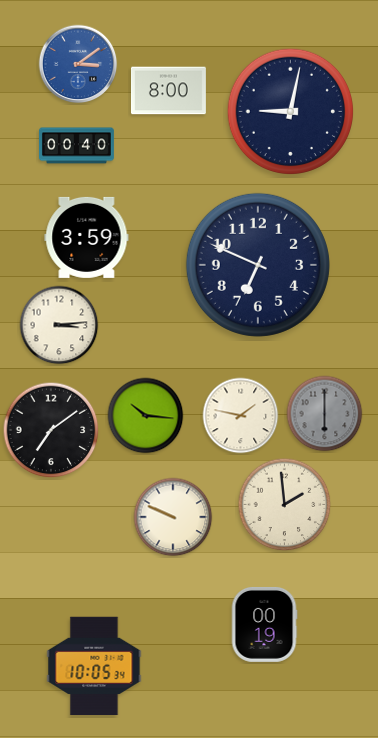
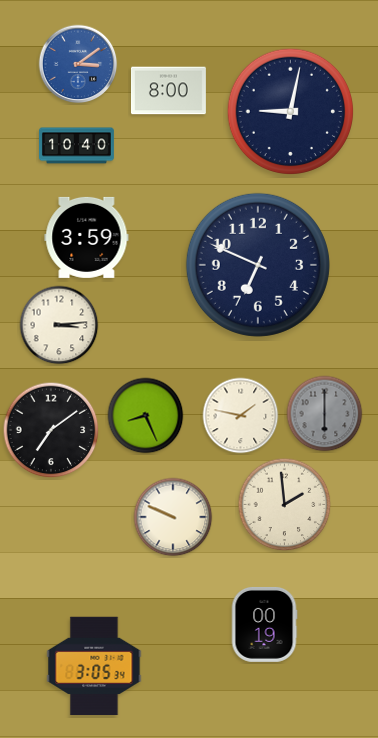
clock at (77, 146): 00:40 -> 10:40
clock at (146, 416): 10:16 -> 8:26
clock at (94, 666): 10:05 -> 3:05
